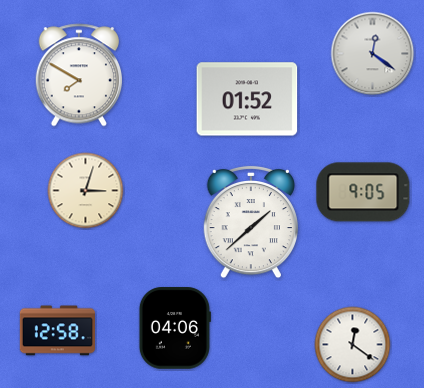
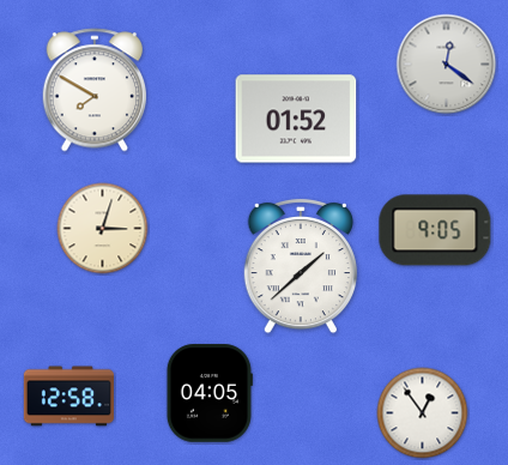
clock at (175, 328): 04:06 -> 04:05
clock at (353, 345): 12:21 -> 12:54
